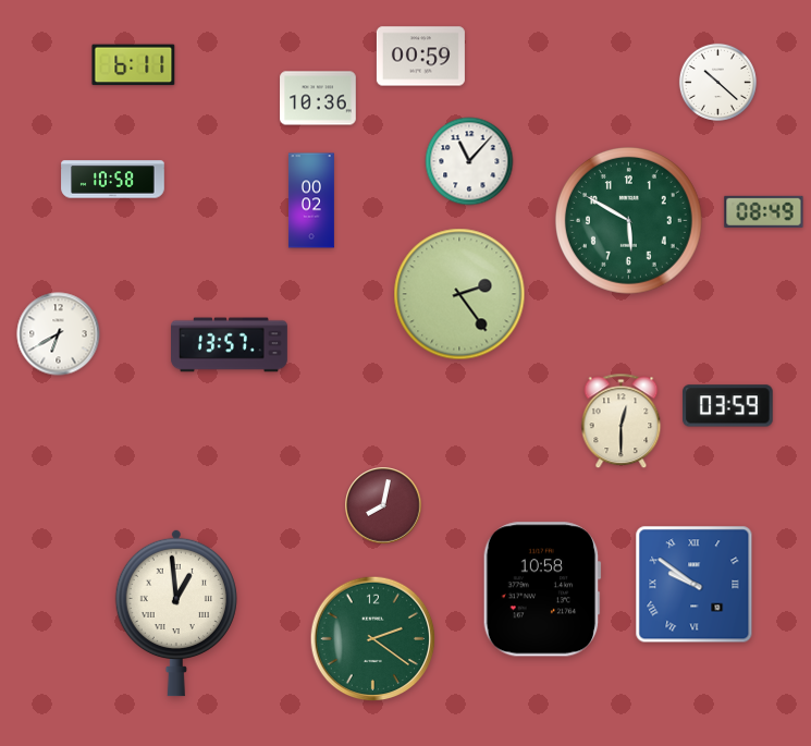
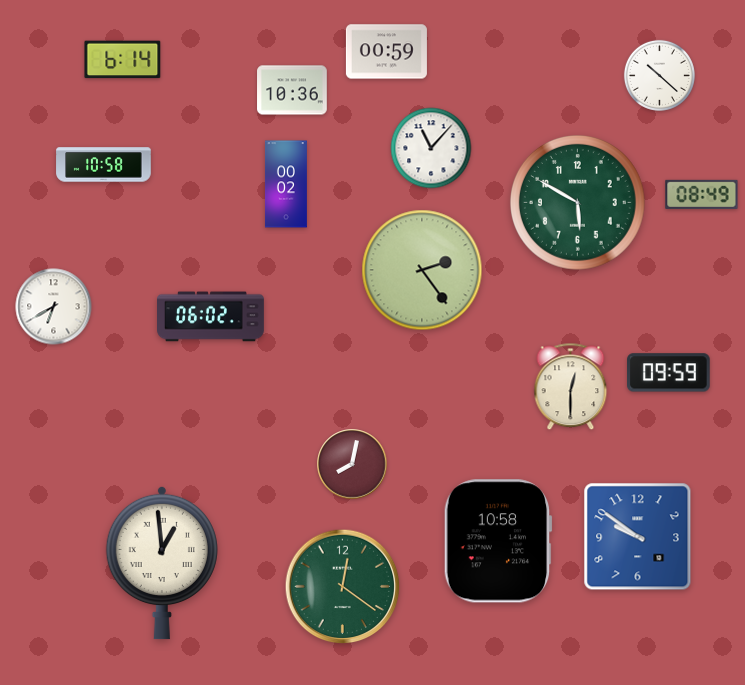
clock at (134, 65): 6:11 -> 6:14
clock at (230, 345): 13:57 -> 06:02
clock at (728, 406): 03:59 -> 09:59
clock at (695, 585) numerals: Roman -> Arabic
clock at (373, 639): 2:21 -> 12:21
